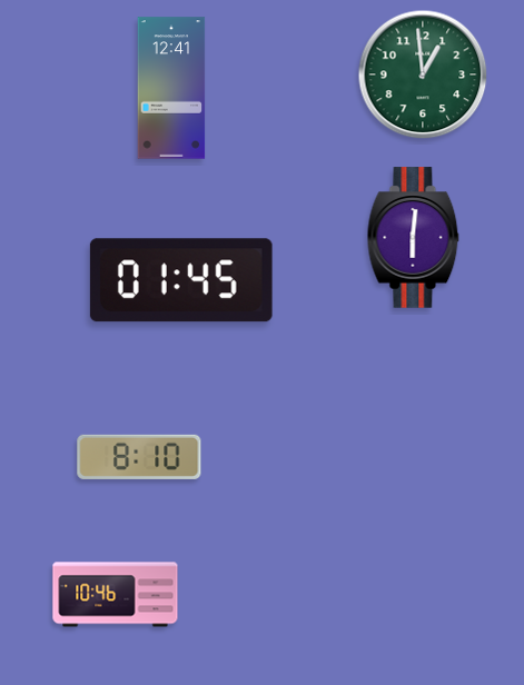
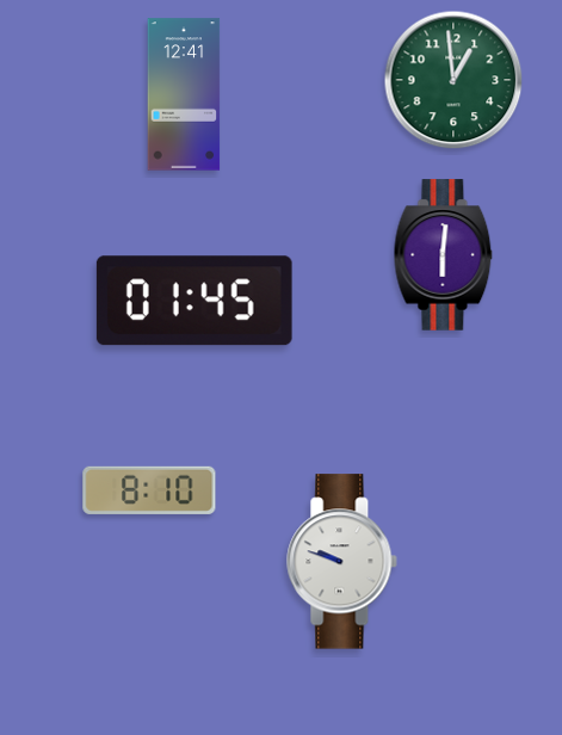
clock at (342, 562): none -> 9:48
clock at (116, 595): 10:46 -> none
